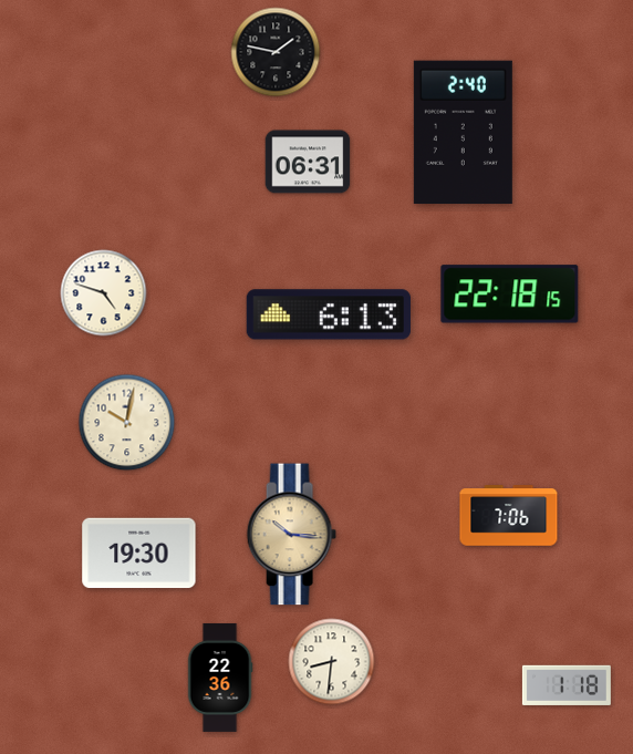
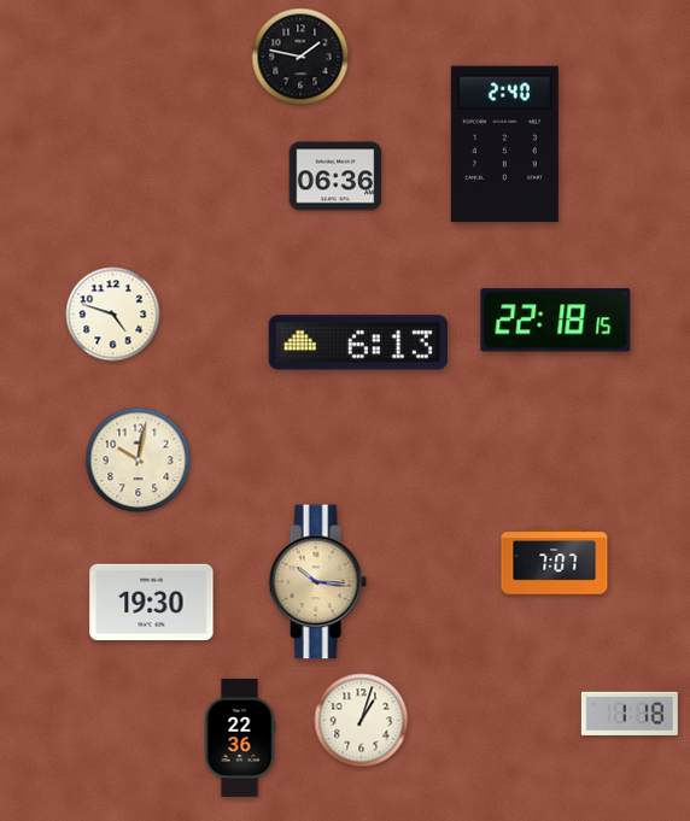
clock at (308, 162): 06:31 -> 06:36
clock at (104, 293) position: (104, 293) -> (113, 315)
clock at (509, 516): 7:06 -> 7:07
clock at (332, 662): 8:31 -> 1:03
clock at (567, 685) position: (567, 685) -> (630, 714)
